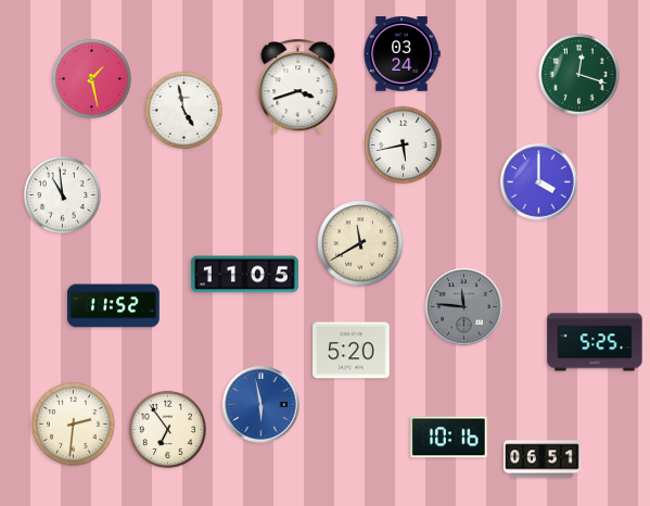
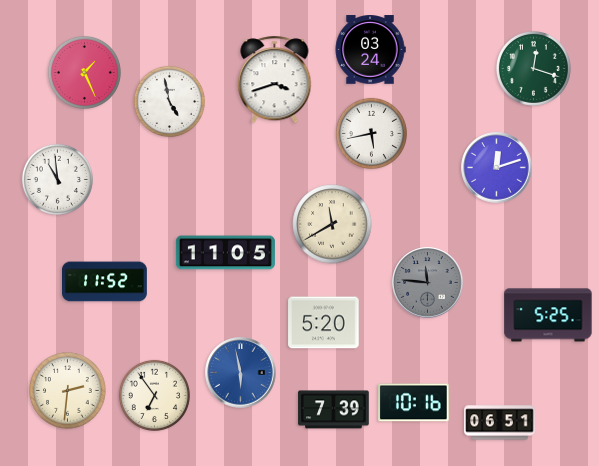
clock at (91, 78): 1:28 -> 1:26
clock at (539, 182): 4:00 -> 12:12
clock at (334, 410): none -> 7:39
